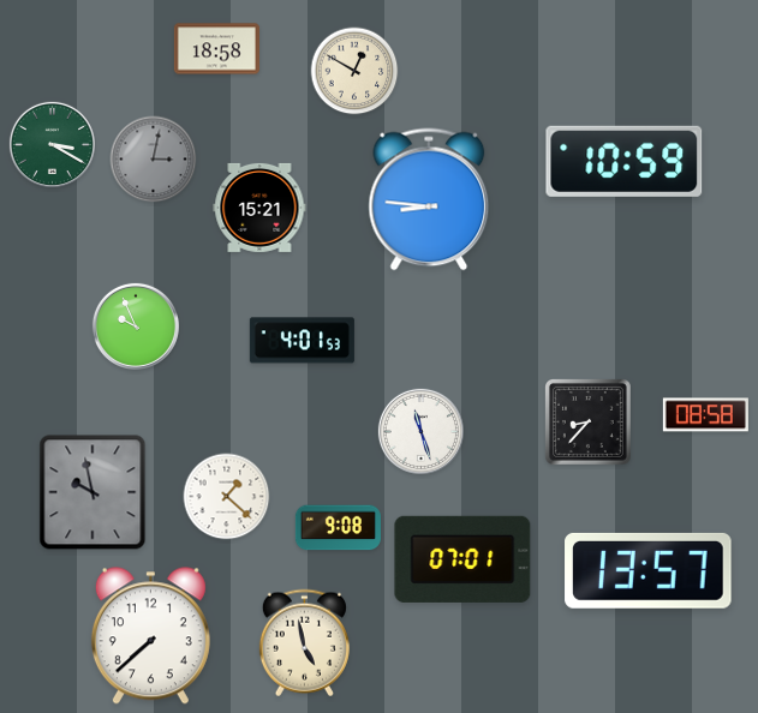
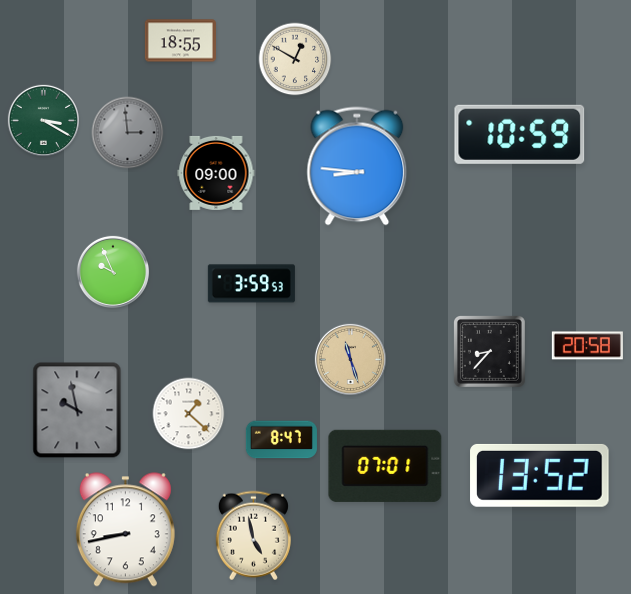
clock at (216, 49): 18:58 -> 18:55
clock at (154, 160): 3:02 -> 2:59
clock at (259, 208): 15:21 -> 09:00
clock at (302, 341): 4:01 -> 3:59
clock at (705, 415): 08:58 -> 20:58
clock at (420, 431) dial: white -> champagne
clock at (338, 528): 9:08 -> 8:47
clock at (649, 570): 13:57 -> 13:52
clock at (150, 636): 7:38 -> 8:43
